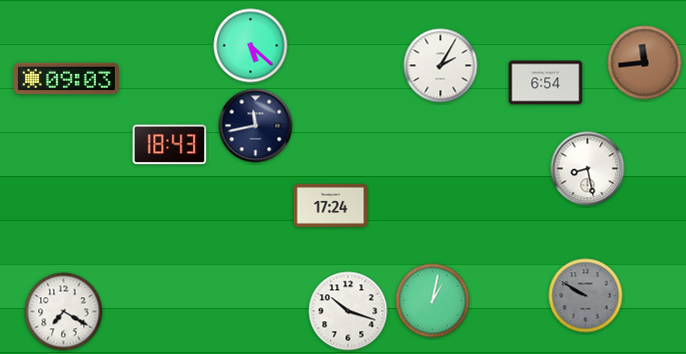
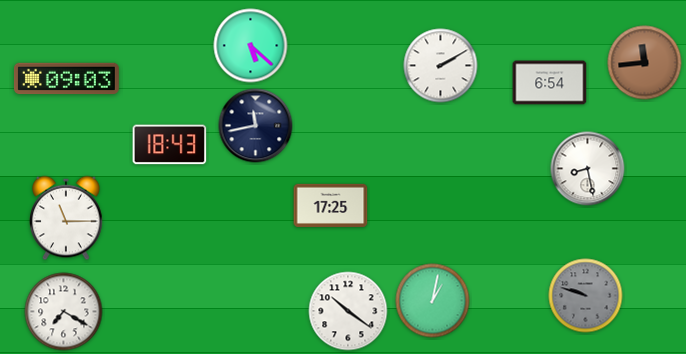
clock at (441, 66): 2:05 -> 2:10
clock at (546, 83) position: (546, 83) -> (550, 83)
clock at (331, 205): 17:24 -> 17:25
clock at (66, 218): none -> 11:15
clock at (586, 296): 9:50 -> 9:48
clock at (348, 311): 10:18 -> 10:21
